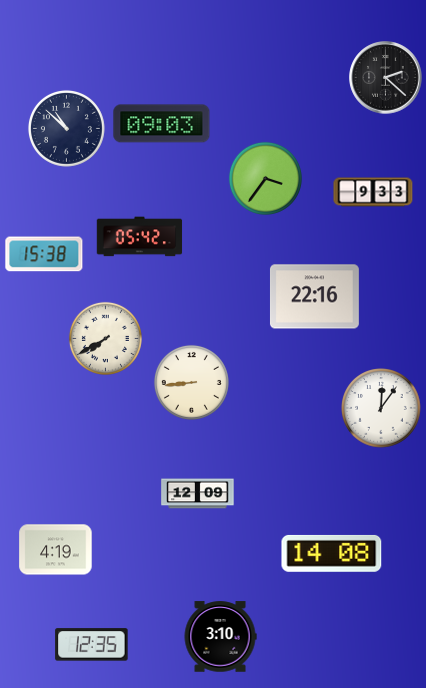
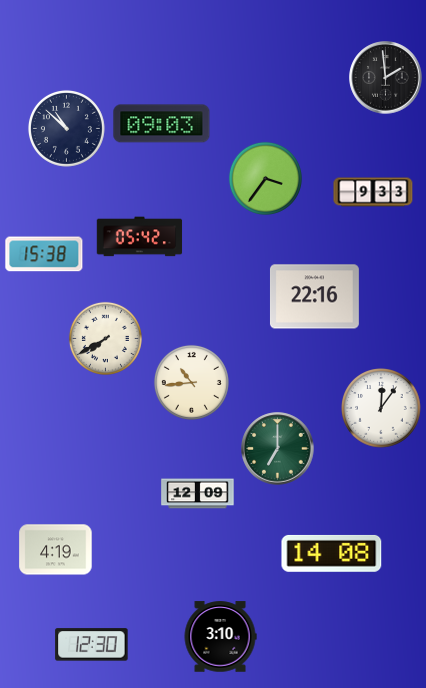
clock at (386, 78): 2:22 -> 1:59
clock at (191, 382): 8:44 -> 10:44
clock at (278, 449): none -> 7:00
clock at (92, 645): 12:35 -> 12:30
